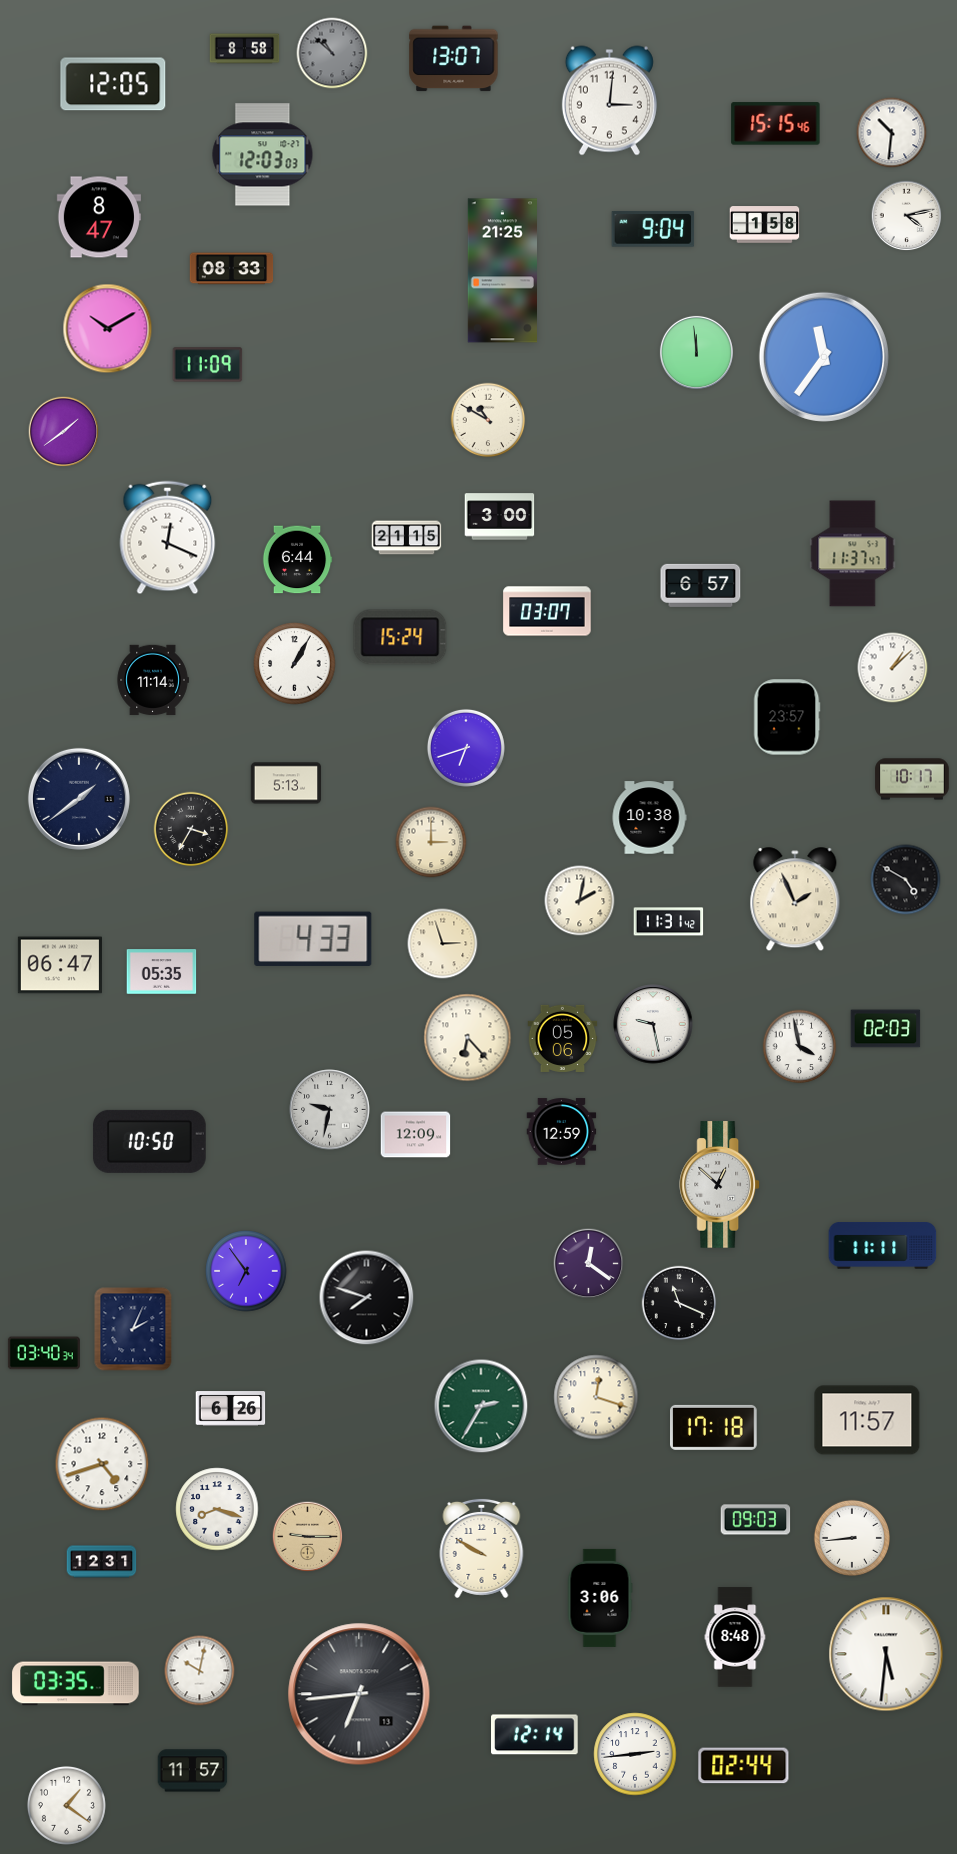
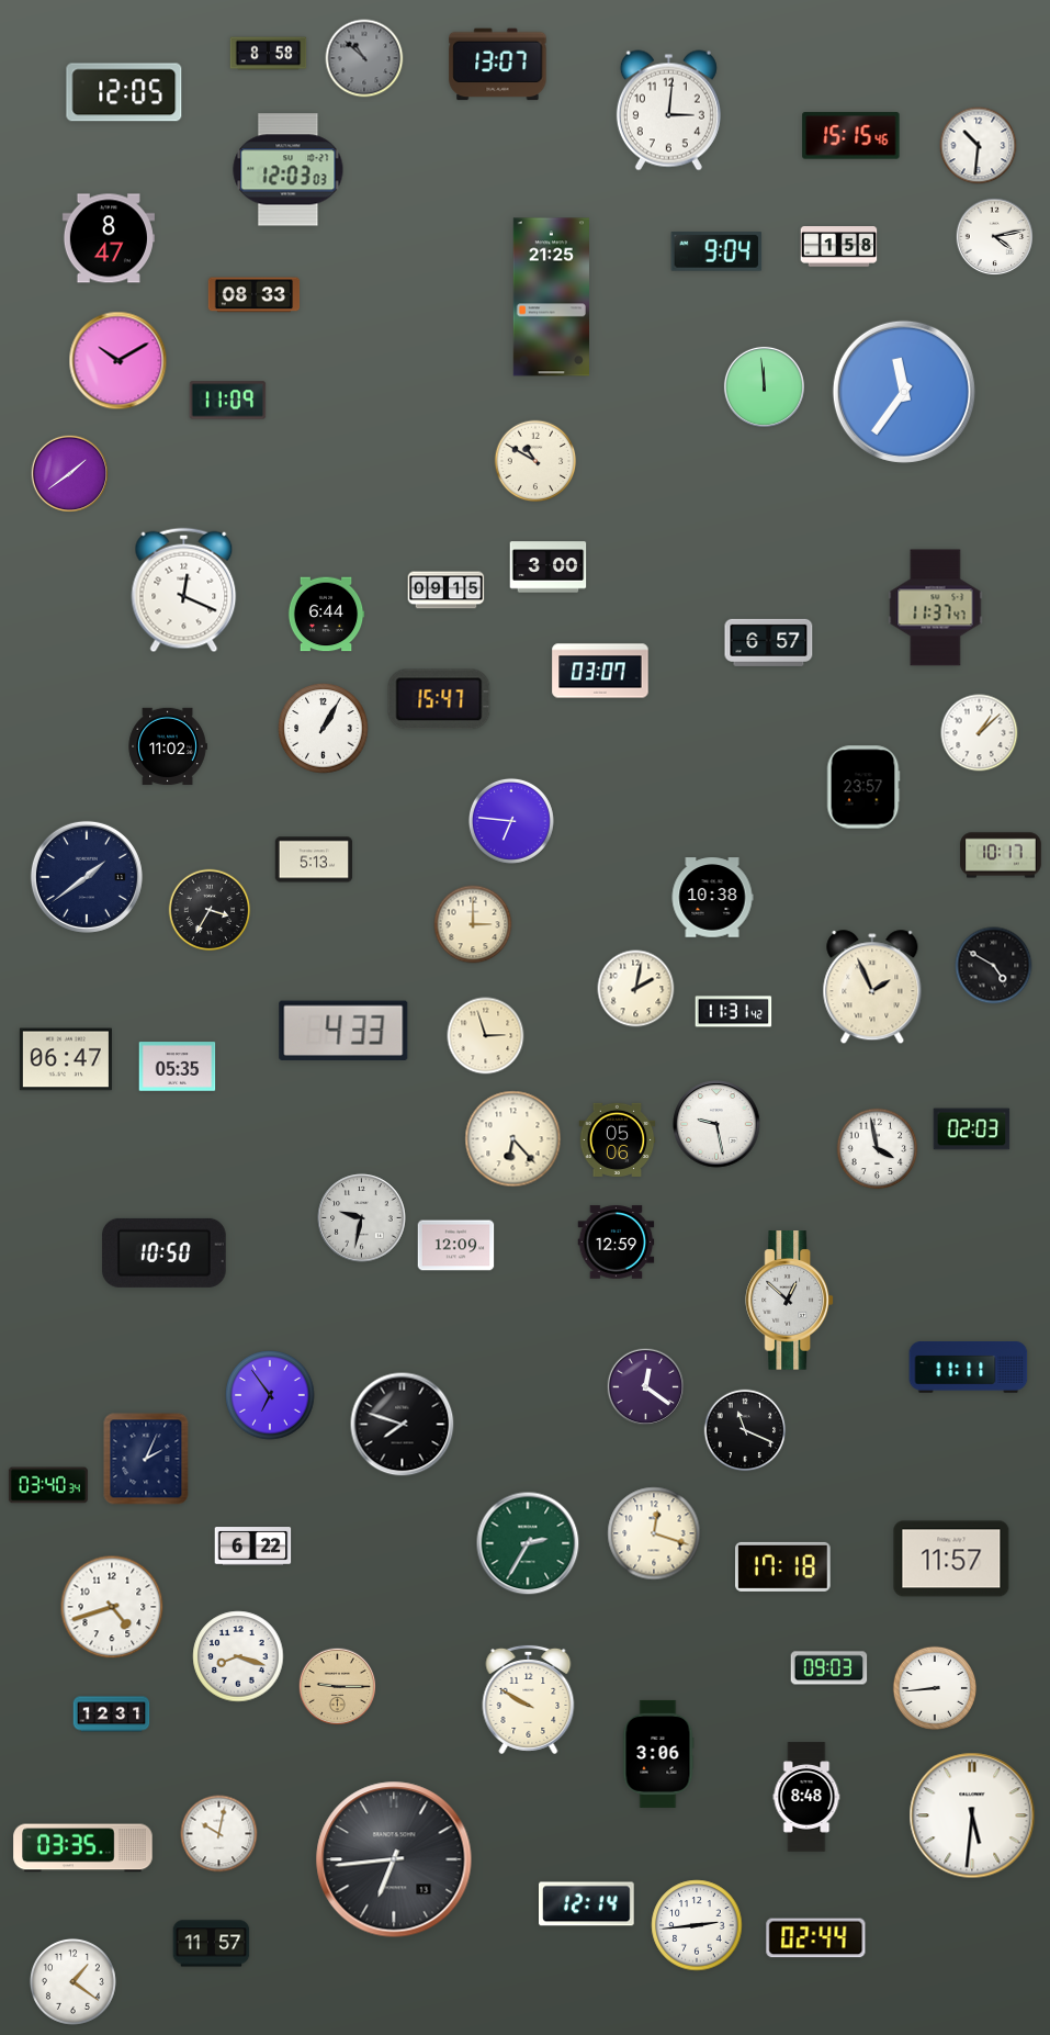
clock at (407, 538): 21:15 -> 09:15
clock at (400, 637): 15:24 -> 15:47
clock at (153, 680): 11:14 -> 11:02
clock at (466, 748): 6:42 -> 6:46
clock at (231, 1409): 6:26 -> 6:22
